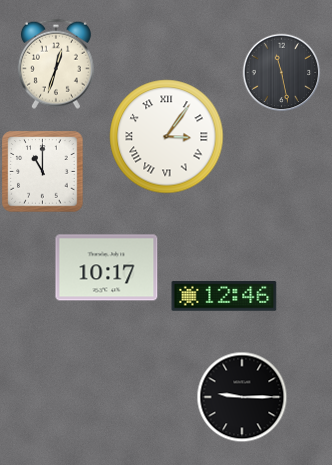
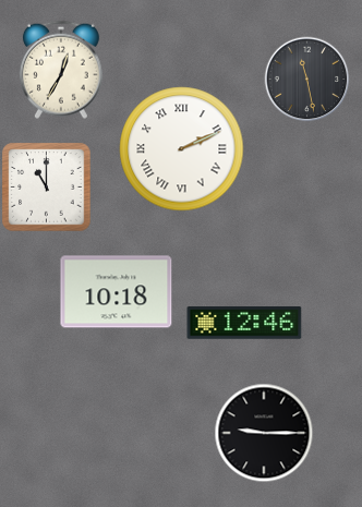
clock at (56, 64): 12:33 -> 12:35
clock at (167, 137): 3:06 -> 2:11
clock at (107, 268): 10:17 -> 10:18
